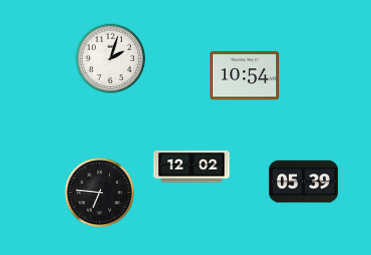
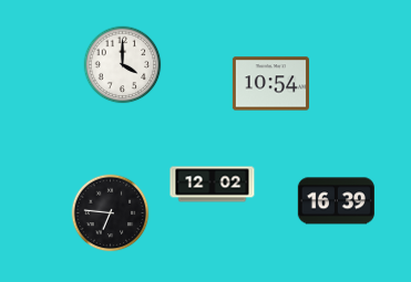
clock at (111, 59): 2:03 -> 4:00
clock at (303, 182): 05:39 -> 16:39
